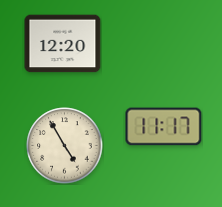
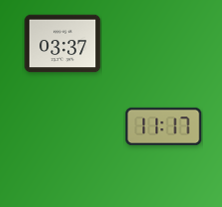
clock at (63, 44): 12:20 -> 03:37
clock at (65, 146): 4:55 -> none
